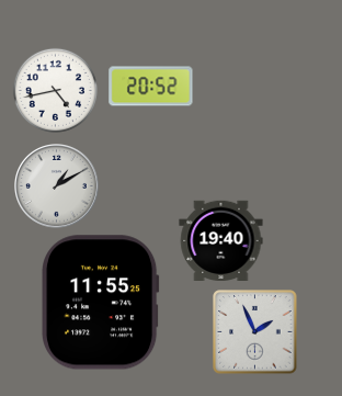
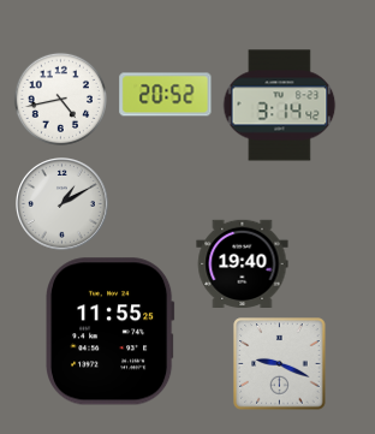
clock at (279, 106): none -> 3:14
clock at (255, 332): 1:56 -> 9:19
